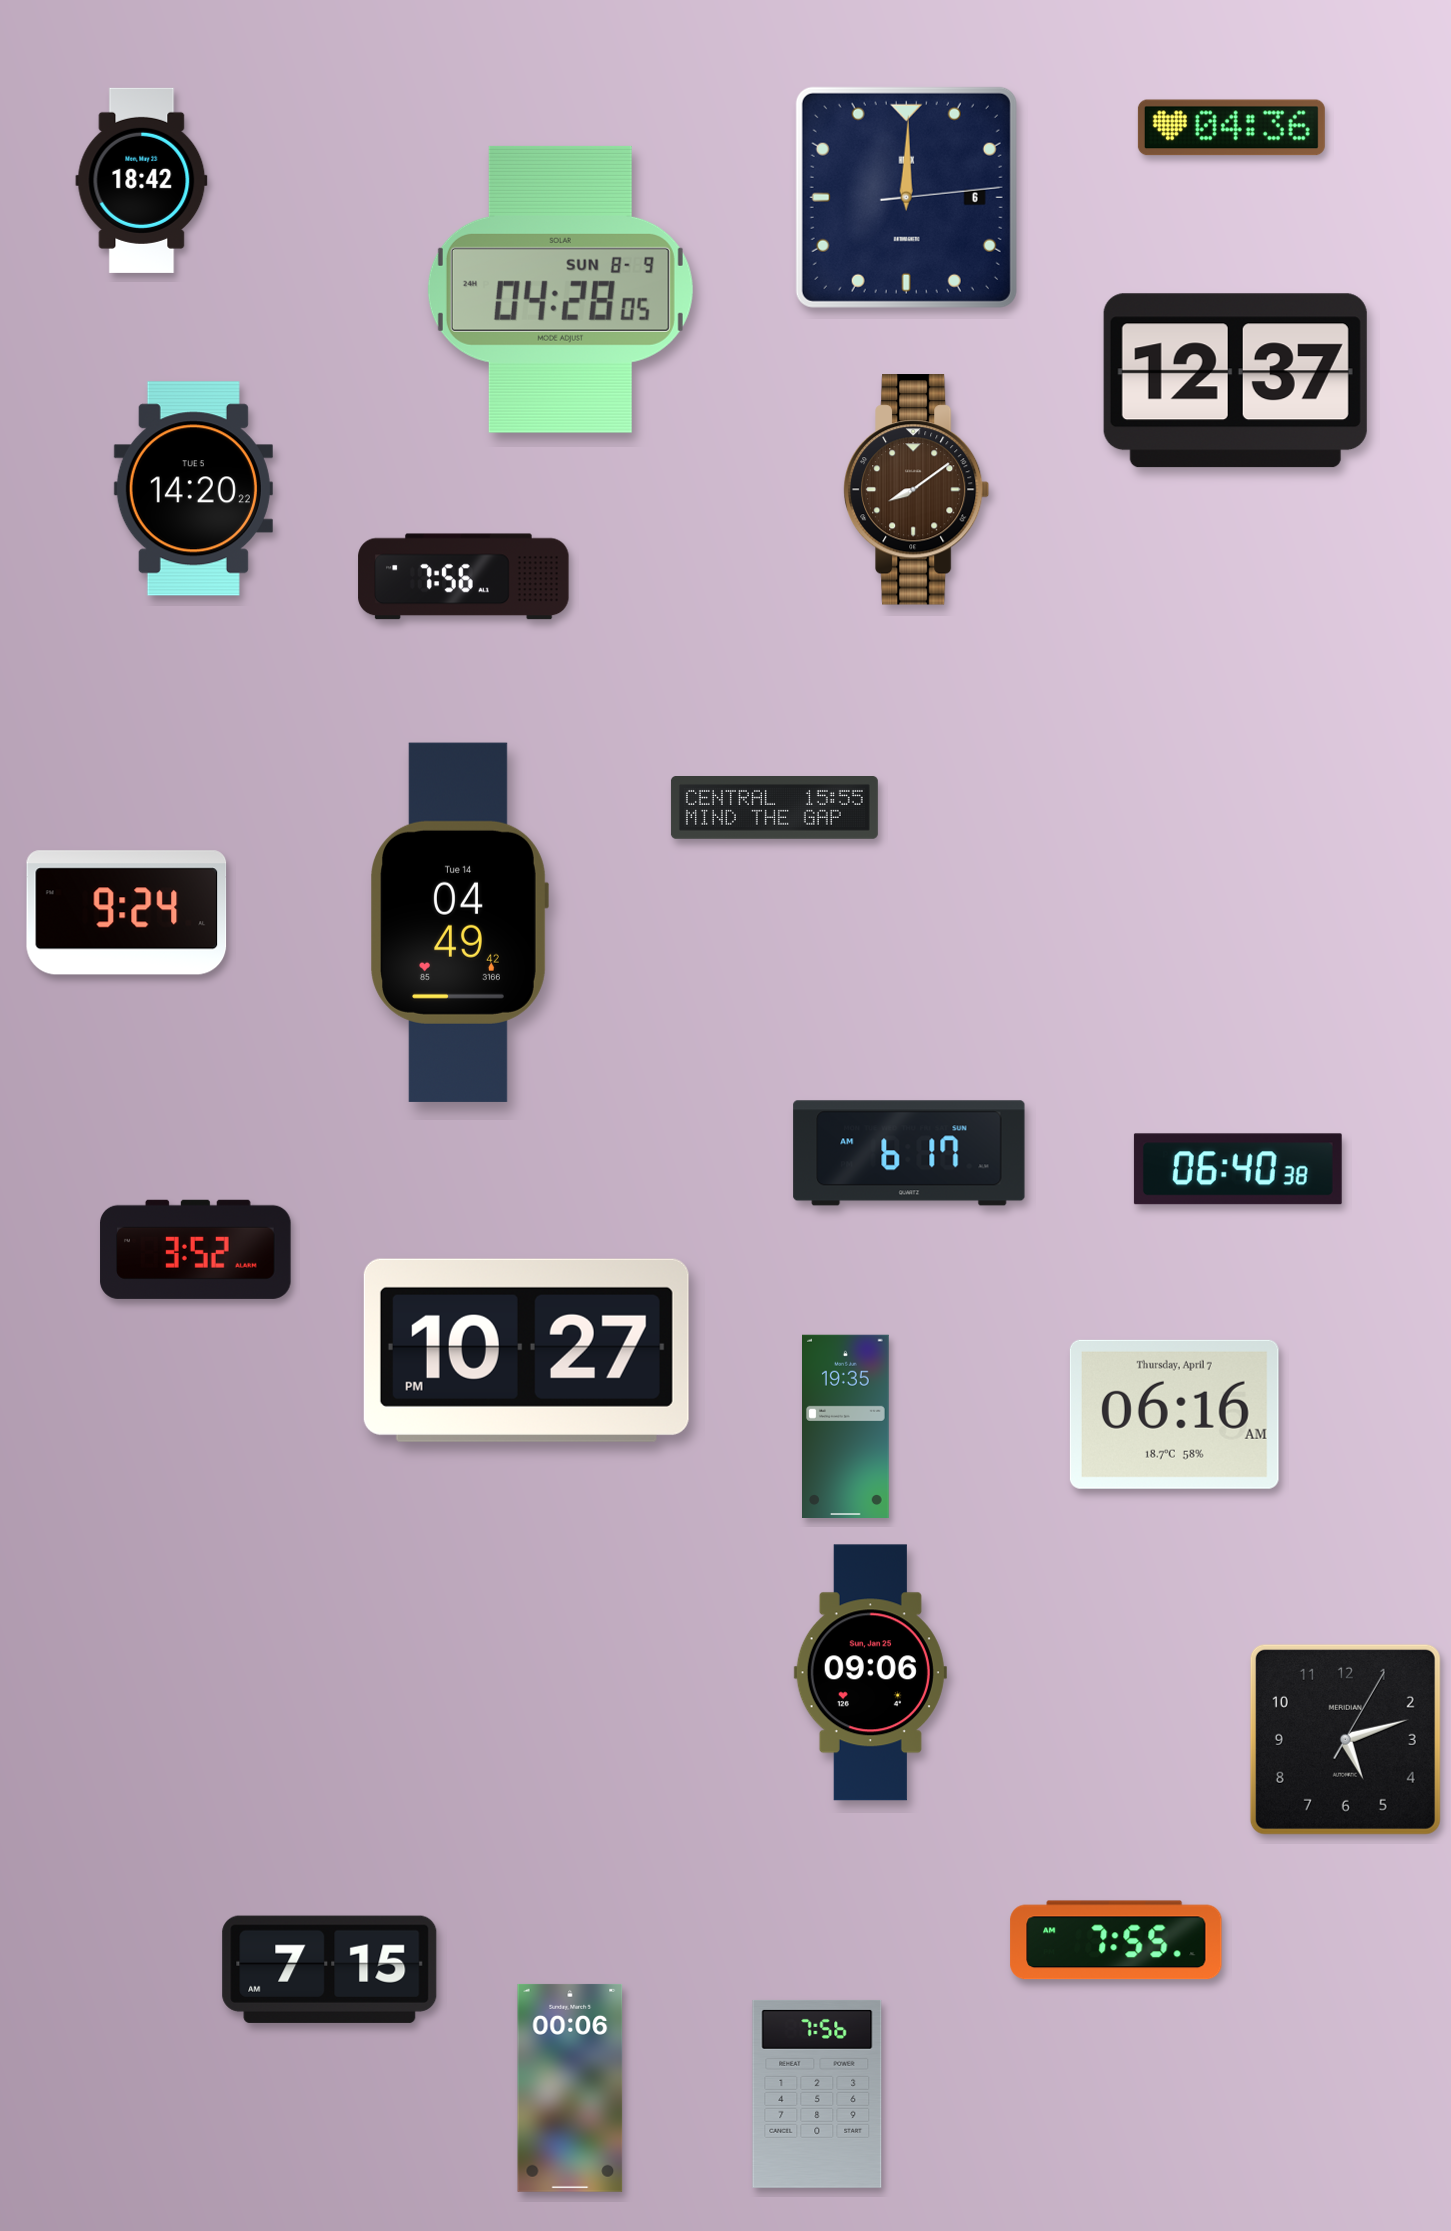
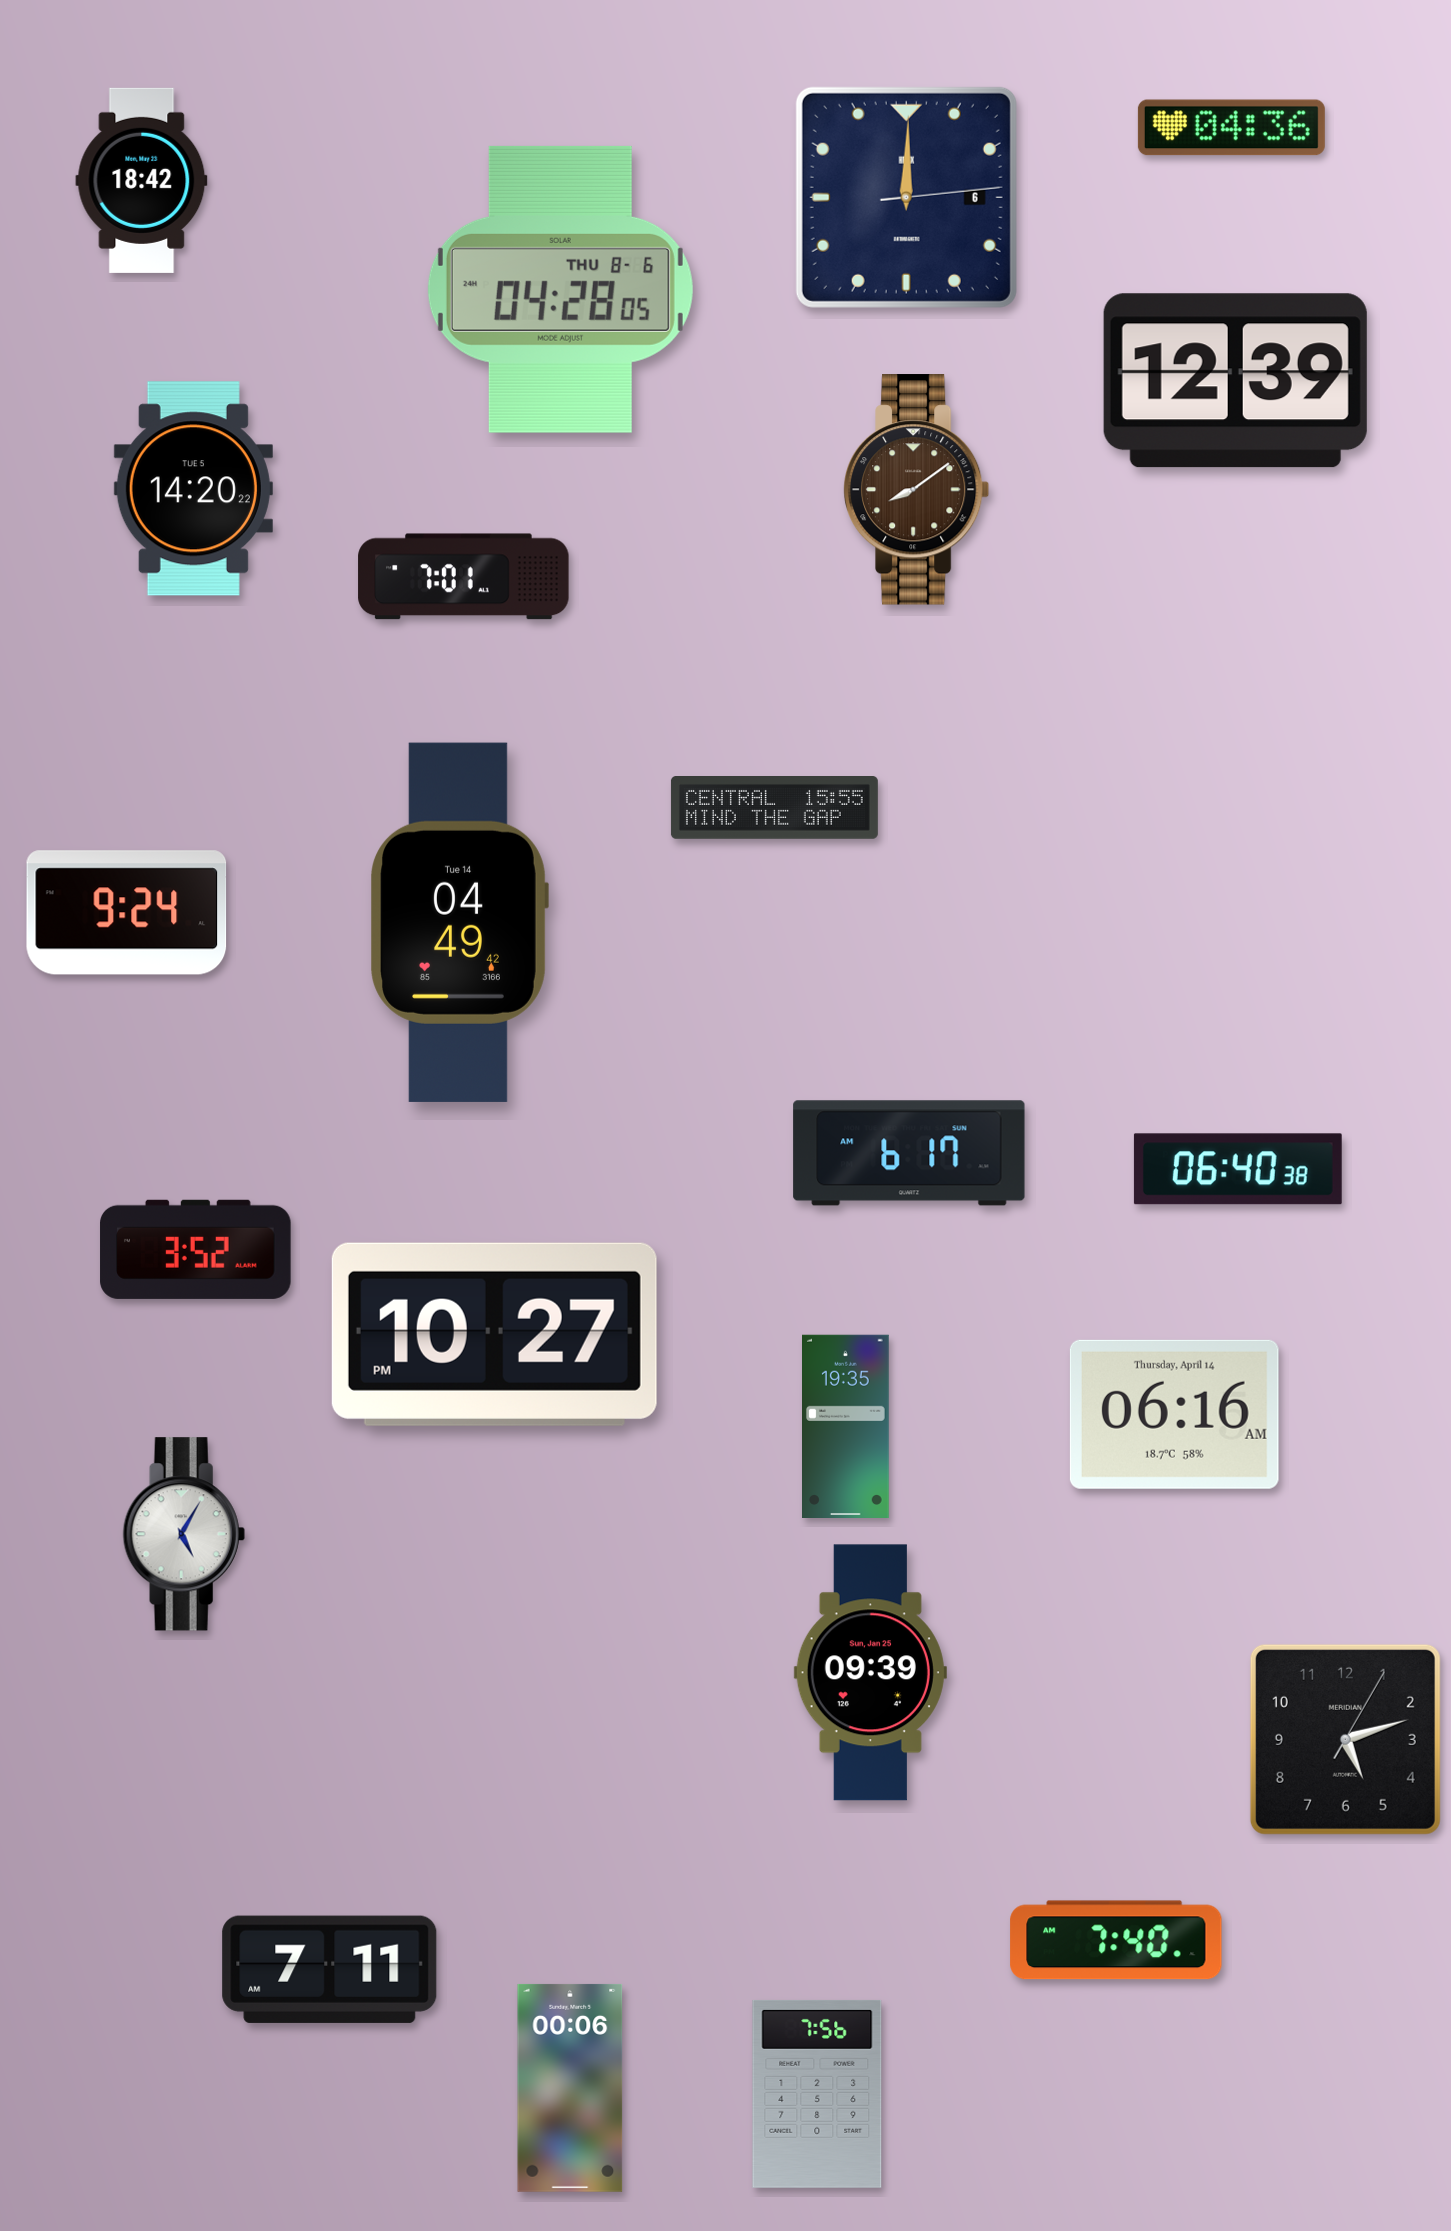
clock at (560, 289) date: SUN 8-9 -> THU 8-6
clock at (1235, 381): 12:37 -> 12:39
clock at (464, 577): 7:56 -> 7:01
clock at (526, 1350) position: (526, 1350) -> (494, 1334)
clock at (1174, 1414) date: Thursday, April 7 -> Thursday, April 14
clock at (184, 1534): none -> 5:05
clock at (870, 1673): 09:06 -> 09:39
clock at (1116, 1940): 7:55 -> 7:40
clock at (330, 1969): 7:15 -> 7:11
